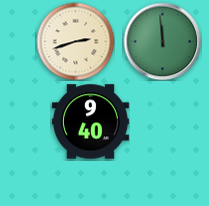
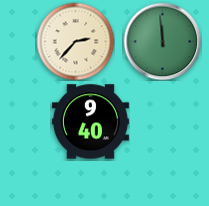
clock at (75, 41): 2:42 -> 2:37
